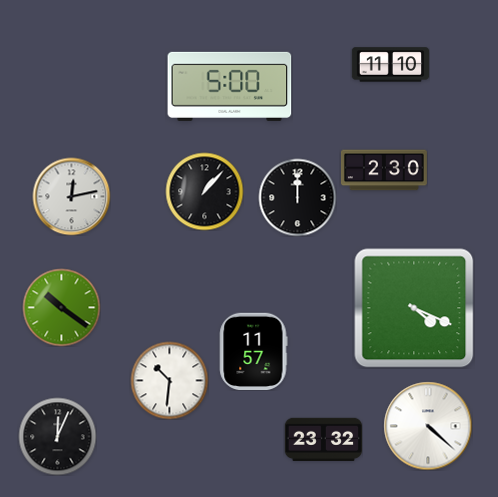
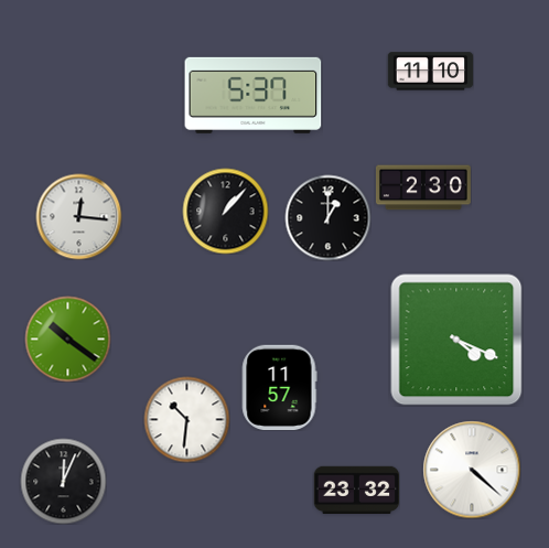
clock at (230, 86): 5:00 -> 5:37
clock at (71, 196): 12:13 -> 12:16
clock at (297, 197): 12:00 -> 1:00
clock at (323, 439) position: (323, 439) -> (356, 490)
